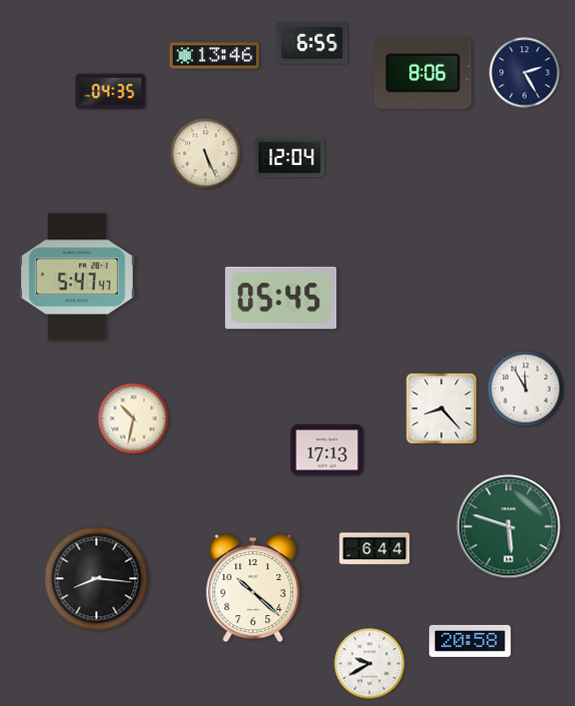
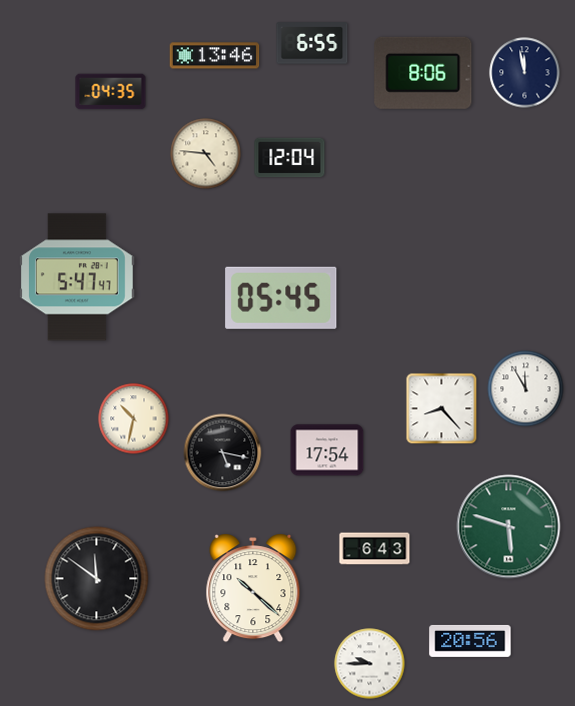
clock at (525, 73): 2:25 -> 11:58
clock at (206, 154): 5:26 -> 4:46
clock at (327, 450): 17:13 -> 17:54
clock at (223, 453): none -> 5:17
clock at (375, 549): 6:44 -> 6:43
clock at (97, 579): 8:16 -> 11:51
clock at (470, 641): 20:58 -> 20:56
clock at (370, 664): 9:40 -> 9:45
